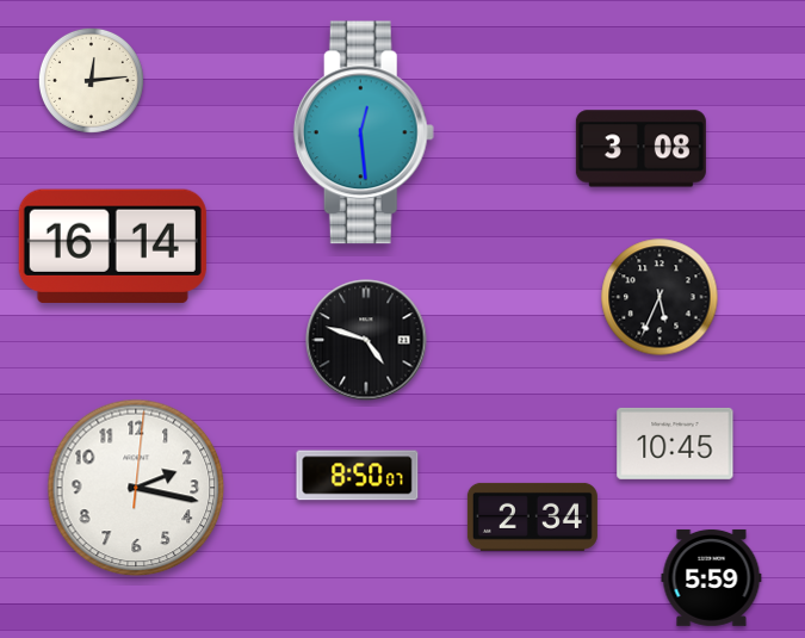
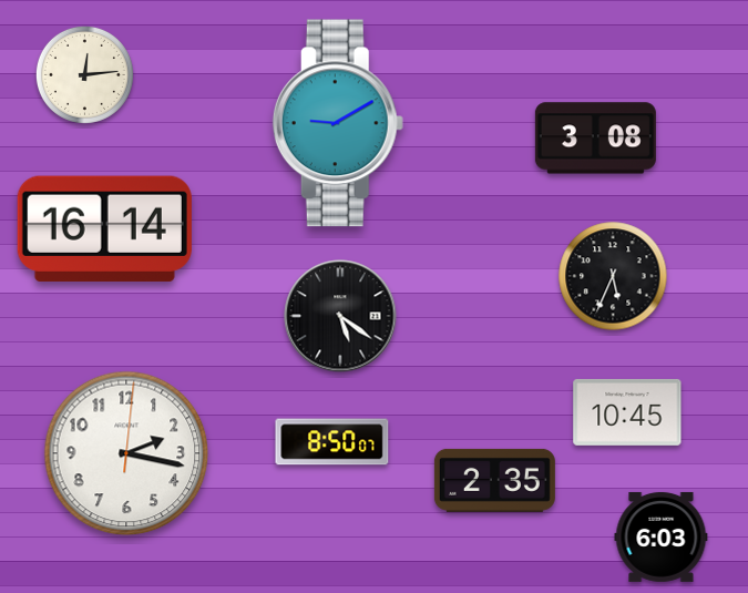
clock at (364, 132): 12:29 -> 9:10
clock at (366, 340): 4:48 -> 5:21
clock at (532, 516): 2:34 -> 2:35
clock at (712, 578): 5:59 -> 6:03
